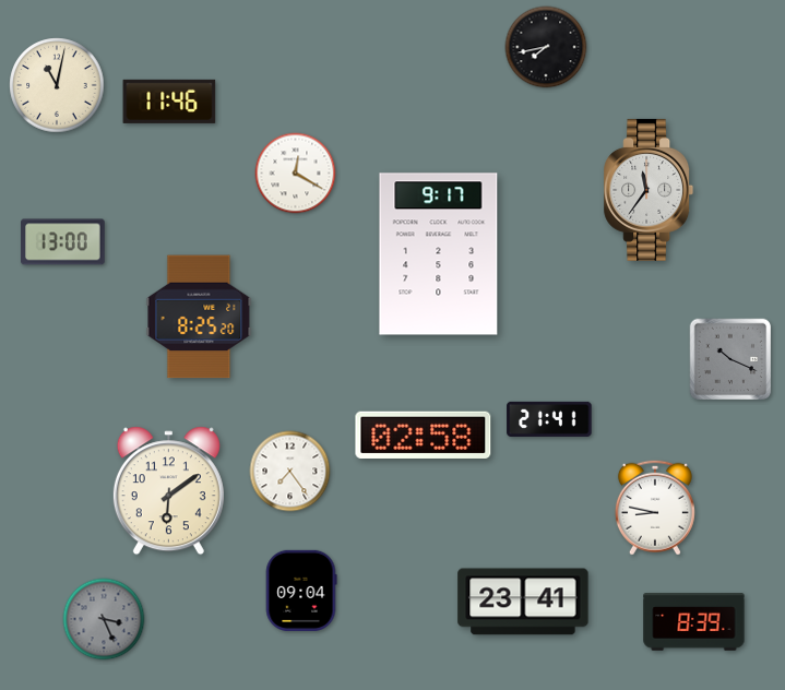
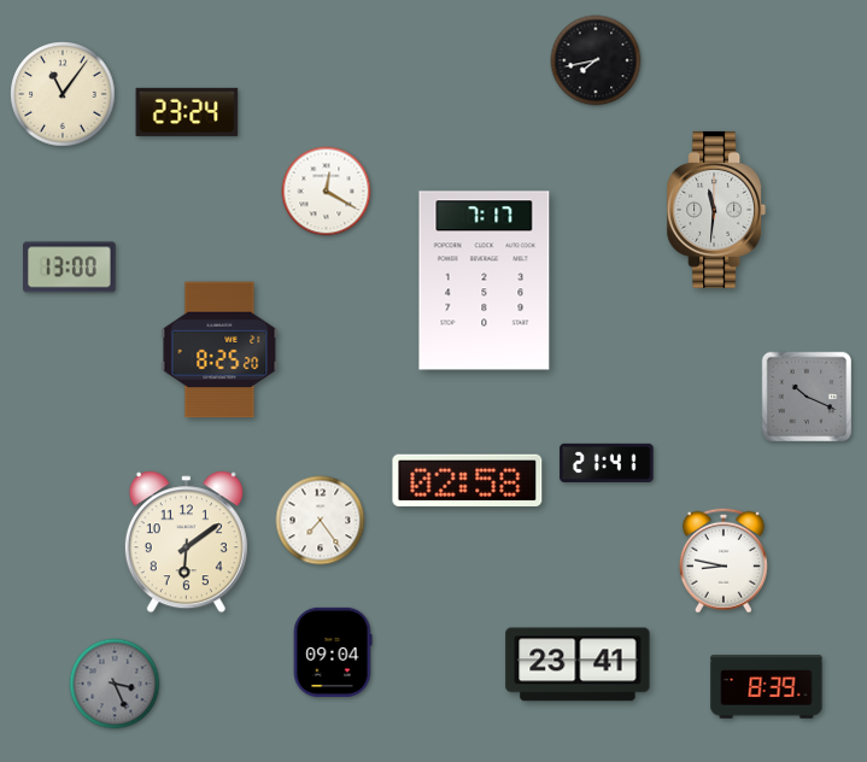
clock at (546, 47) position: (546, 47) -> (596, 60)
clock at (57, 85): 11:02 -> 11:06
clock at (169, 102): 11:46 -> 23:24
clock at (649, 190): 11:36 -> 11:31
clock at (439, 254): 9:17 -> 7:17
